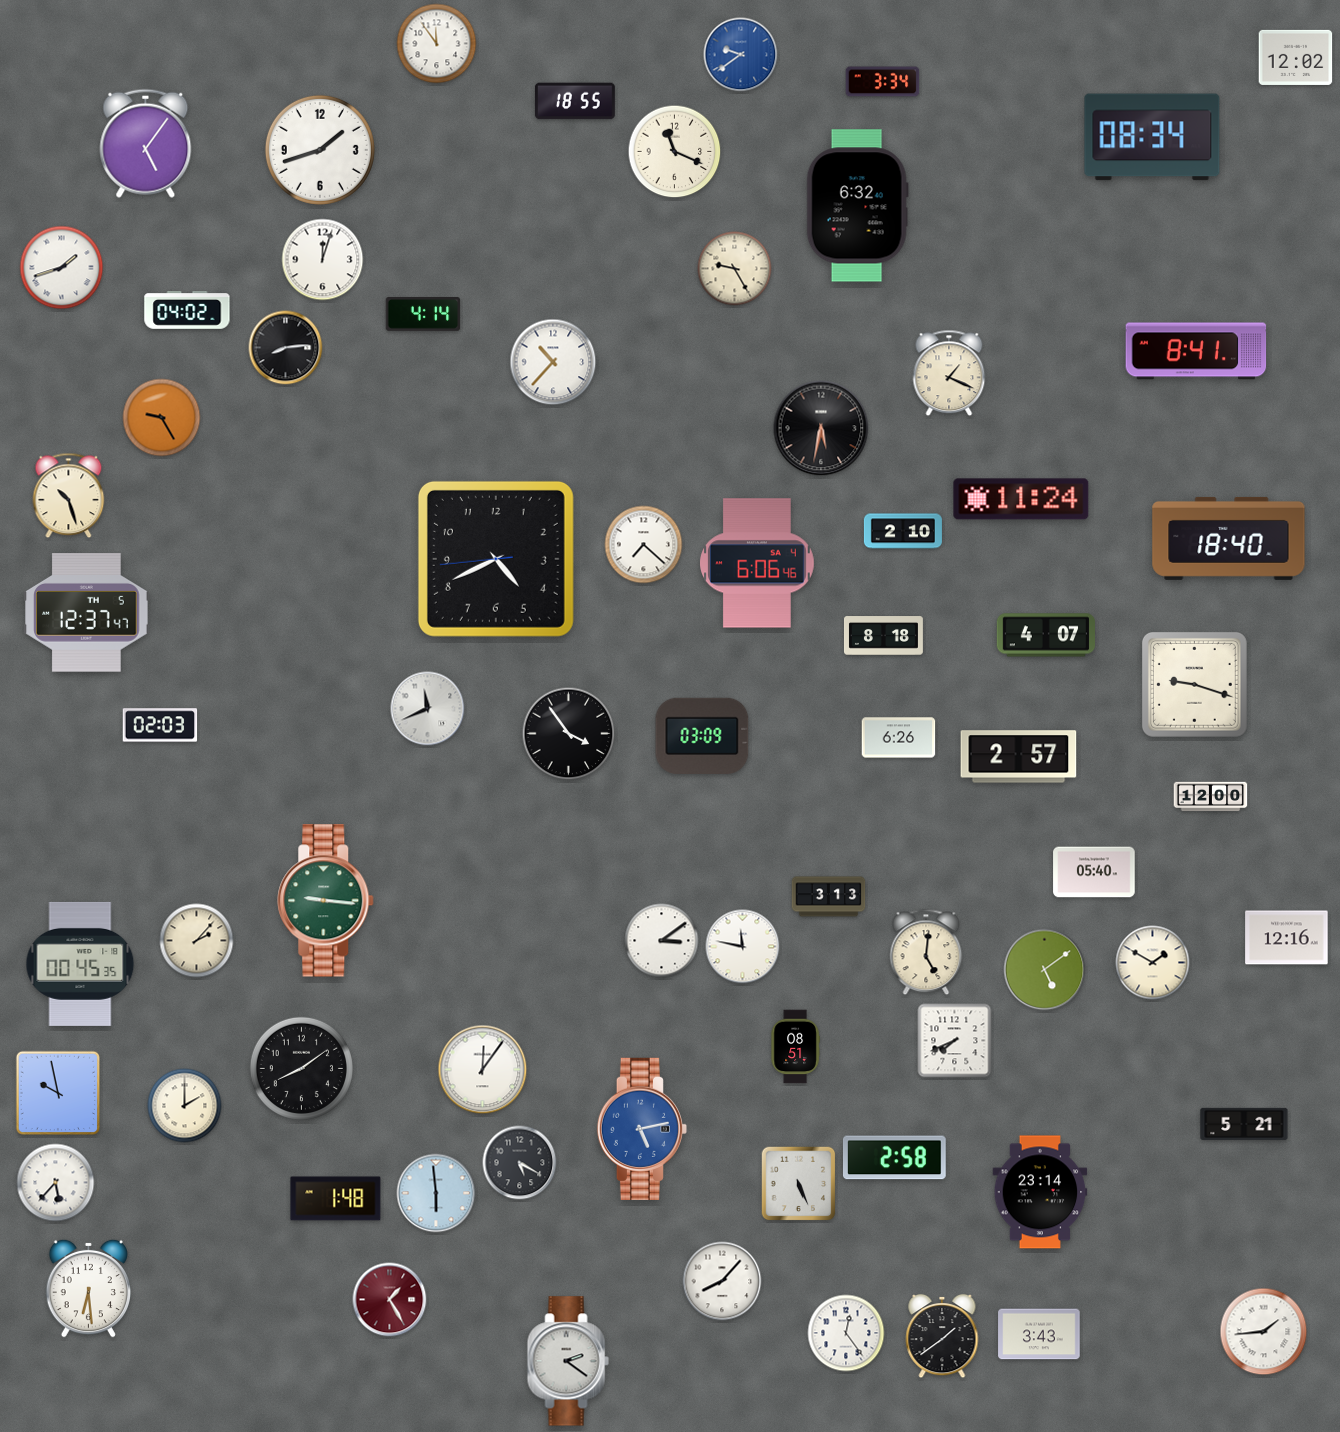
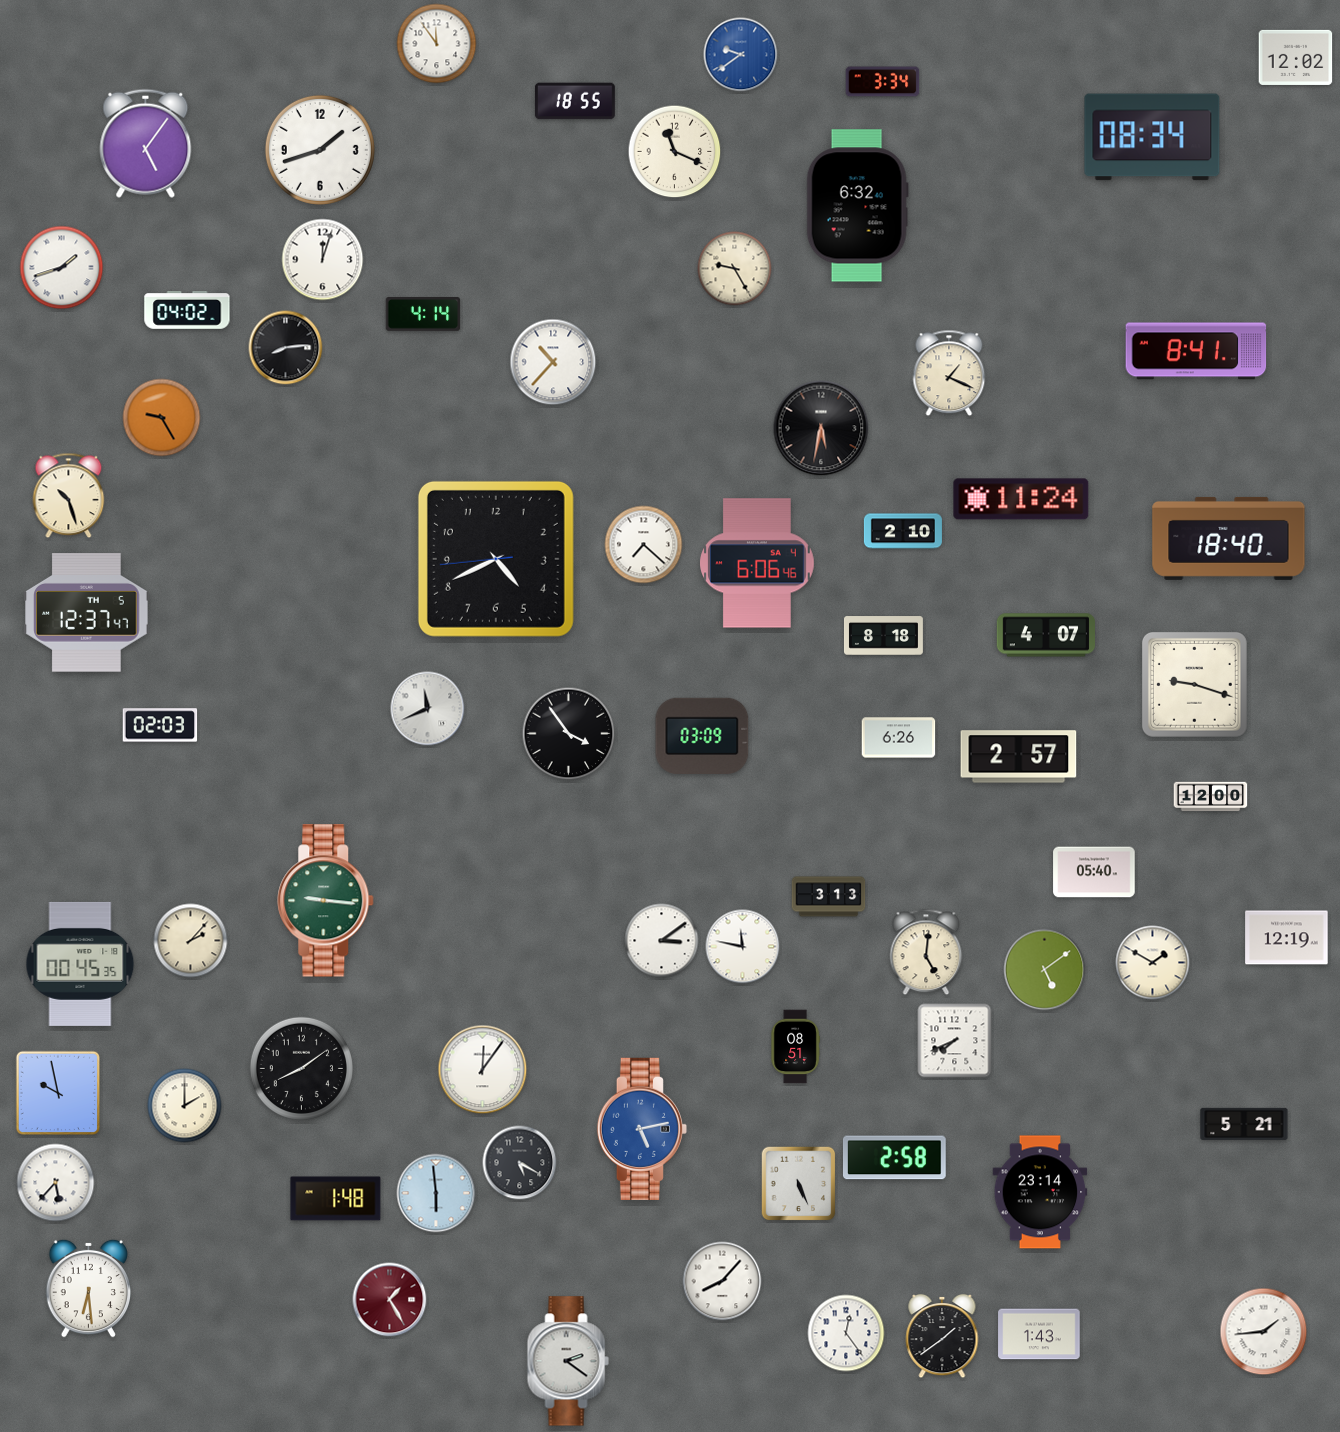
clock at (1287, 938): 12:16 -> 12:19
clock at (197, 941) position: (197, 941) -> (191, 941)
clock at (1039, 1334): 3:43 -> 1:43
